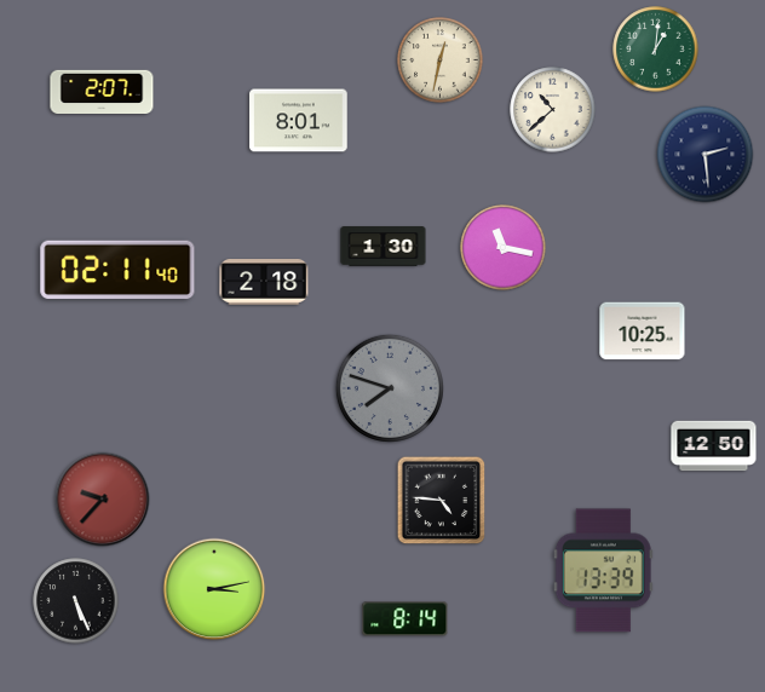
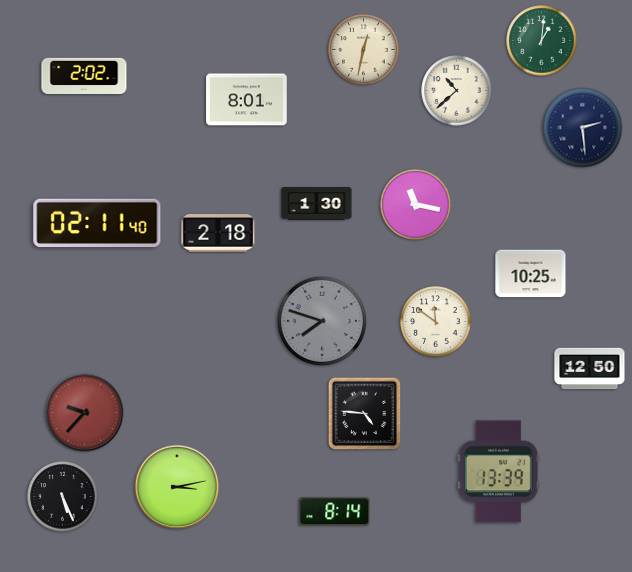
clock at (102, 91): 2:07 -> 2:02
clock at (436, 322): none -> 11:51
